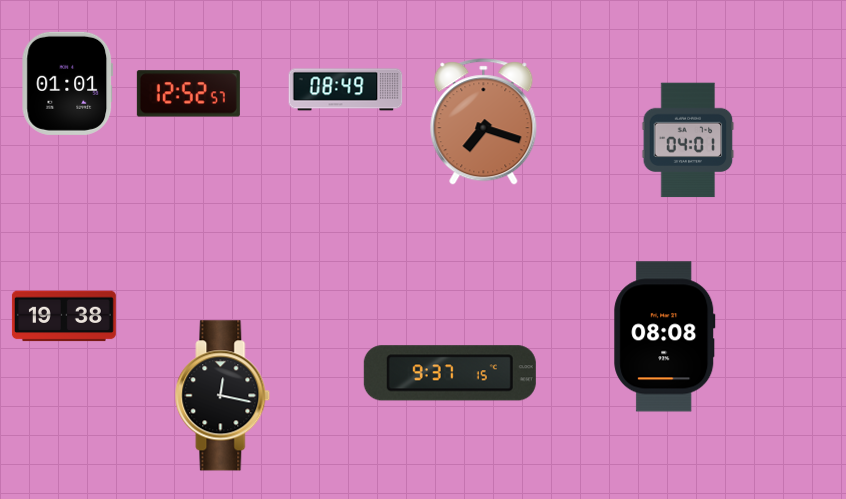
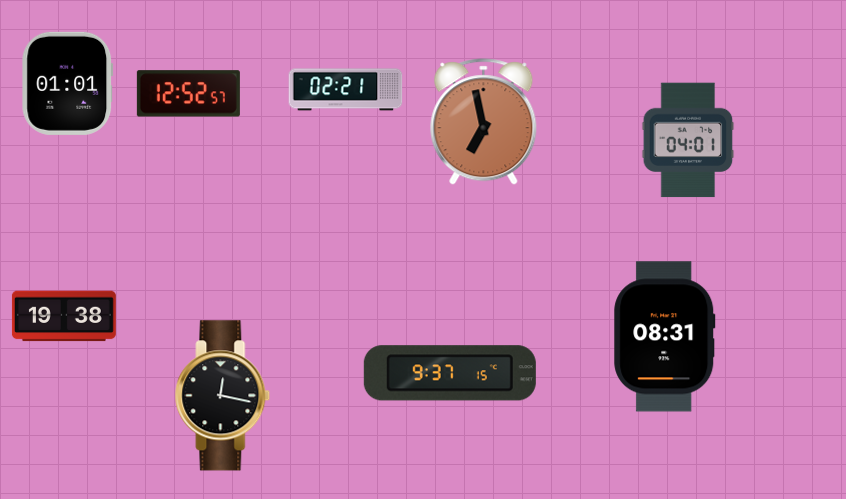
clock at (346, 90): 08:49 -> 02:21
clock at (484, 122): 7:18 -> 6:58
clock at (665, 337): 08:08 -> 08:31
